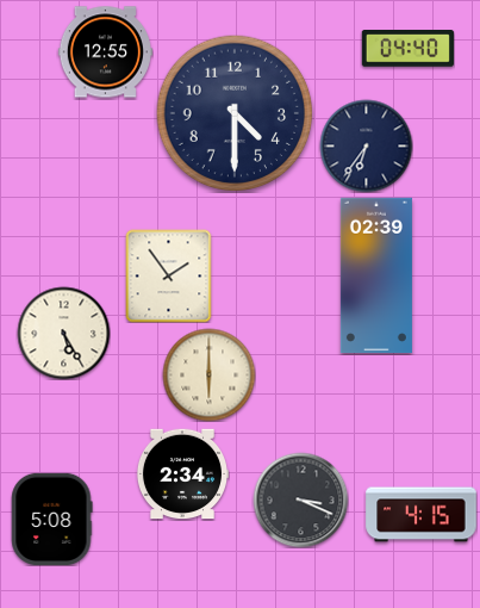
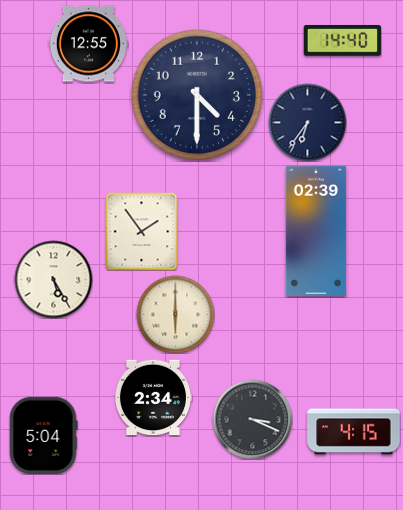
clock at (407, 49): 04:40 -> 14:40
clock at (52, 519): 5:08 -> 5:04
